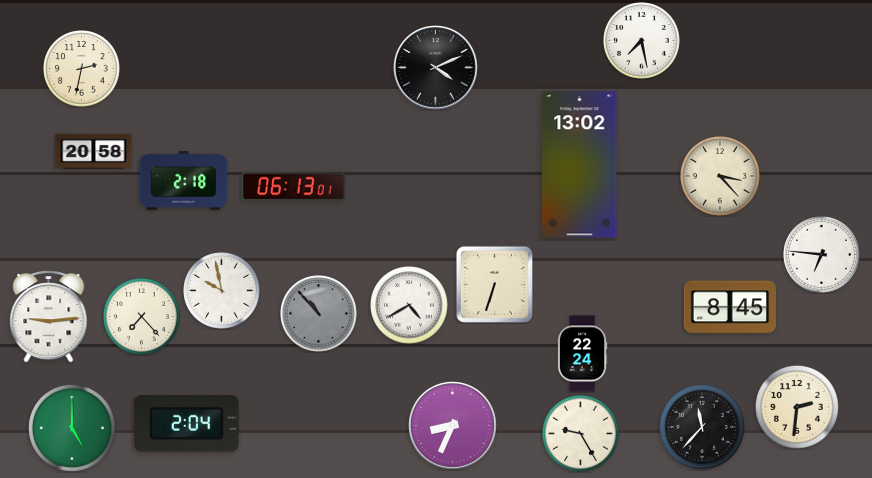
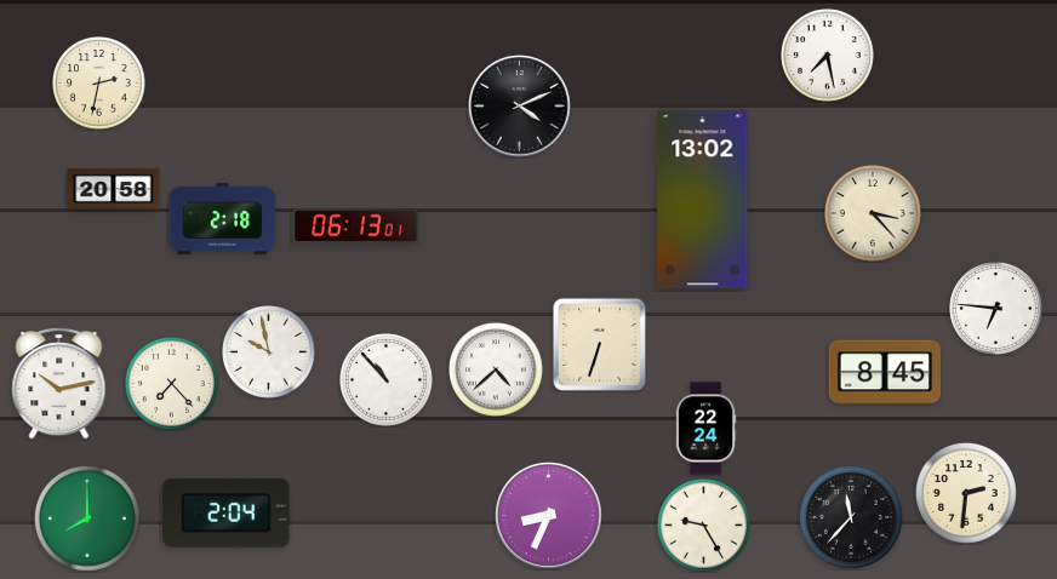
clock at (642, 41) position: (642, 41) -> (828, 56)
clock at (436, 68) position: (436, 68) -> (520, 107)
clock at (94, 151) position: (94, 151) -> (114, 189)
clock at (410, 306): 4:40 -> 4:38
clock at (319, 314) dial: grey -> white
clock at (49, 317): 9:14 -> 10:13
clock at (72, 428): 5:00 -> 8:00
